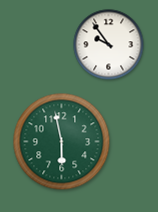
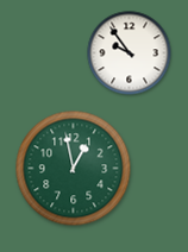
clock at (62, 142): 5:58 -> 12:58
